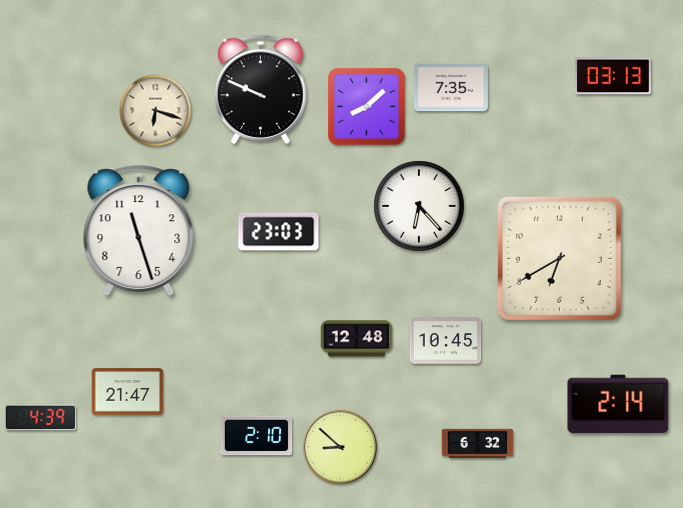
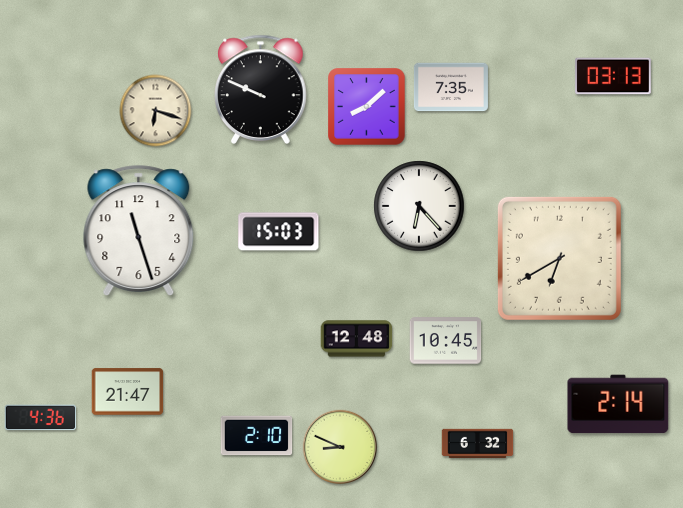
clock at (279, 232): 23:03 -> 15:03
clock at (41, 418): 4:39 -> 4:36
clock at (340, 447): 8:52 -> 8:49
